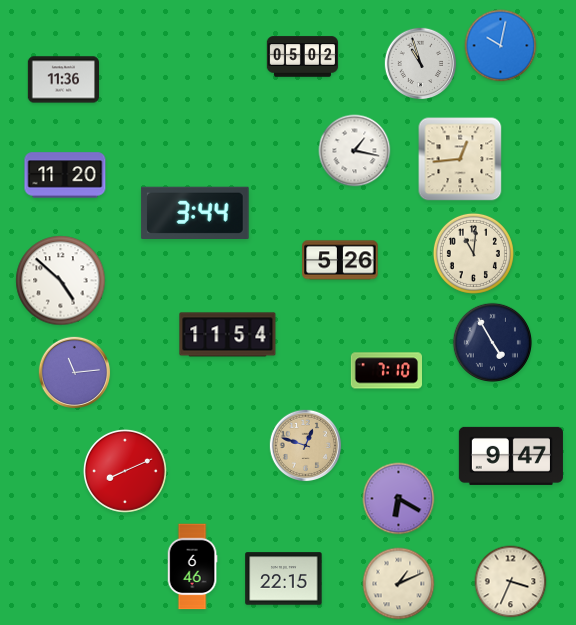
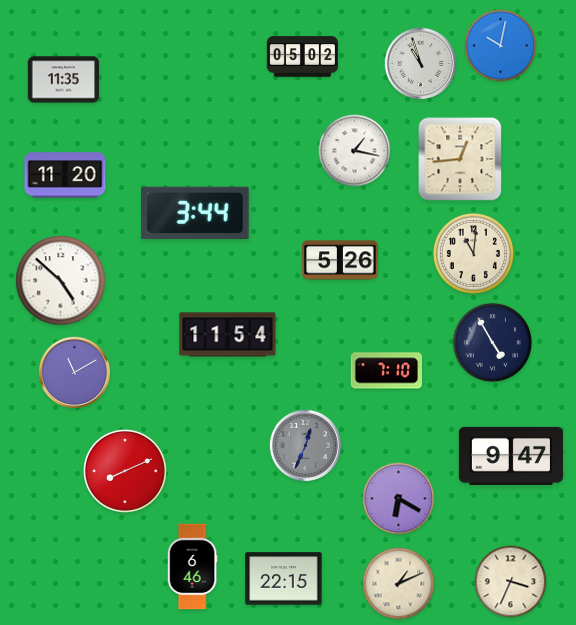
clock at (63, 80): 11:36 -> 11:35
clock at (75, 373): 11:14 -> 11:10
clock at (306, 446): 12:48 -> 12:34
clock at (306, 446) dial: champagne -> grey
